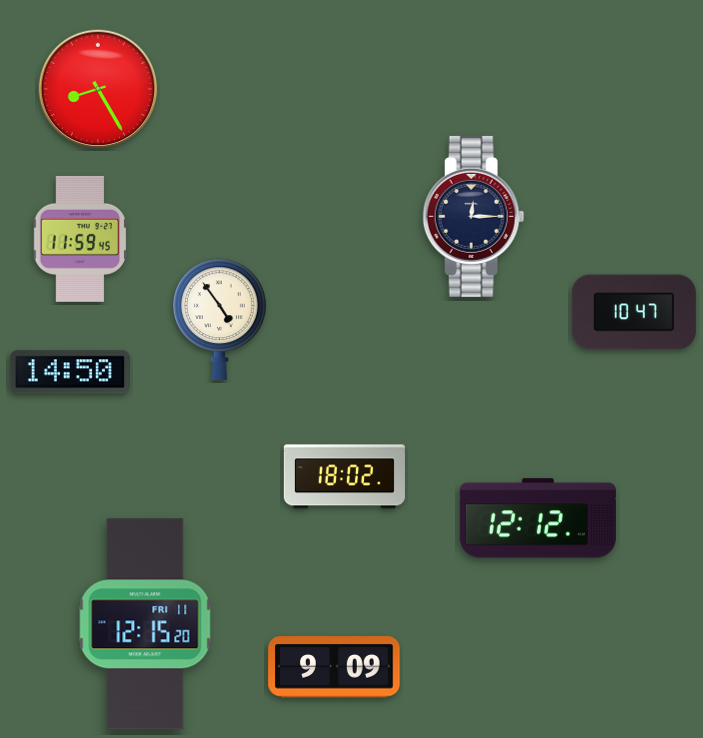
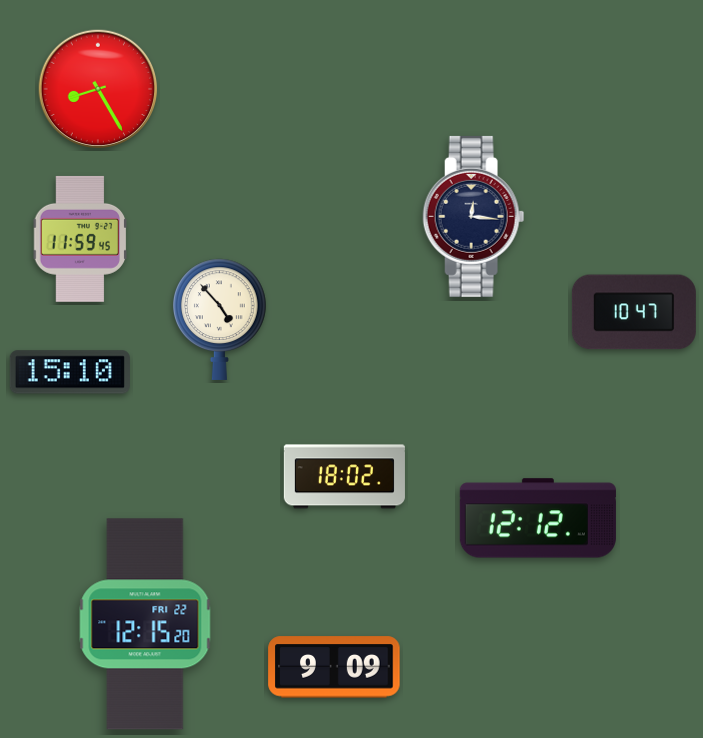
clock at (474, 216): 12:15 -> 12:16
clock at (220, 319): 4:54 -> 4:53
clock at (70, 372): 14:50 -> 15:10
clock at (145, 624) date: FRI 11 -> FRI 22
